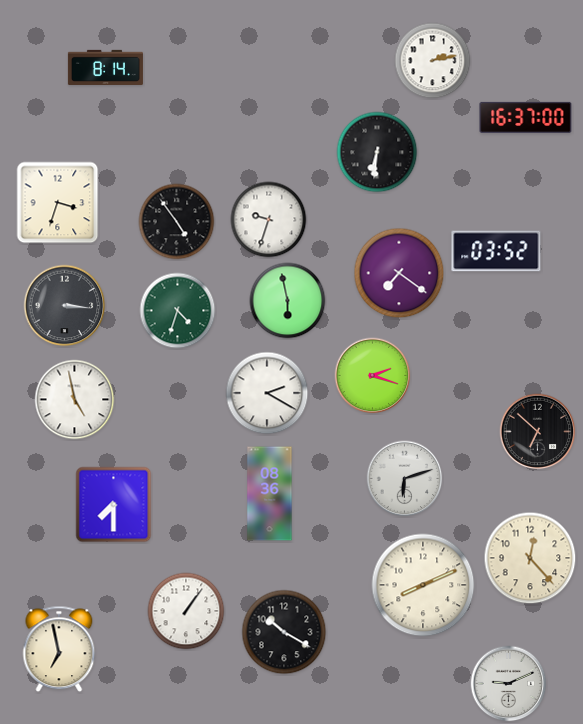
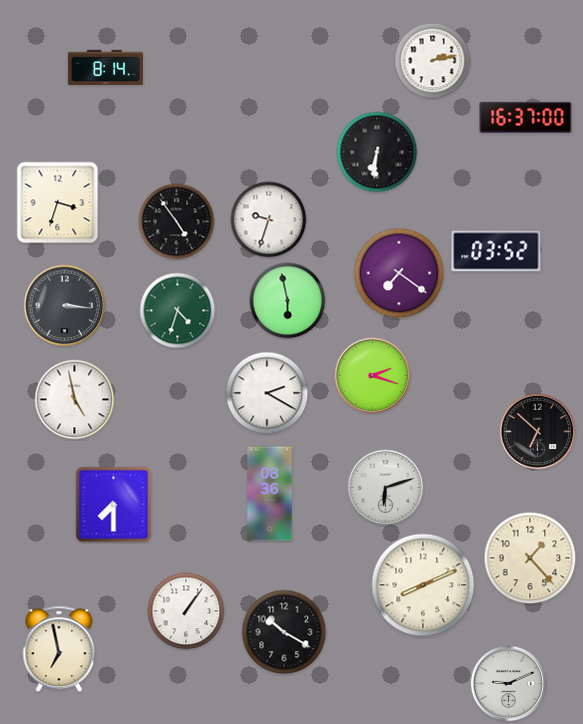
clock at (405, 479) position: (405, 479) -> (386, 488)
clock at (530, 558): 12:23 -> 1:23
